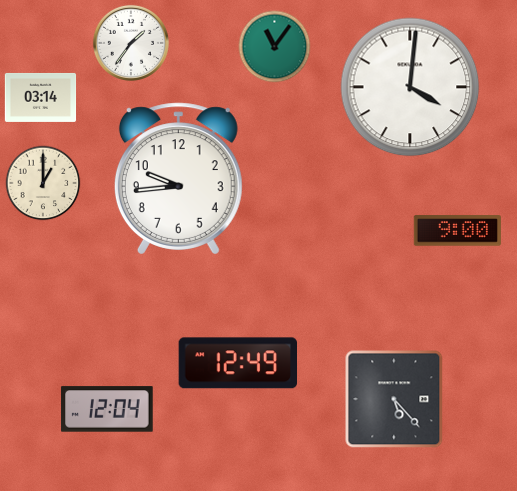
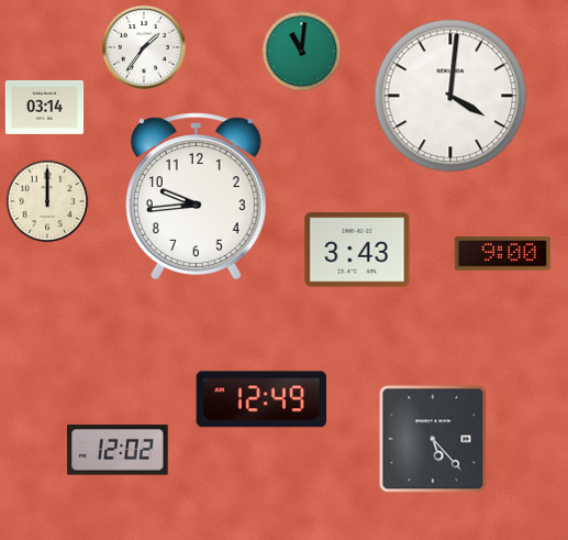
clock at (275, 47): 11:06 -> 11:01
clock at (43, 183): 1:00 -> 12:00
clock at (357, 250): none -> 3:43
clock at (107, 409): 12:04 -> 12:02
